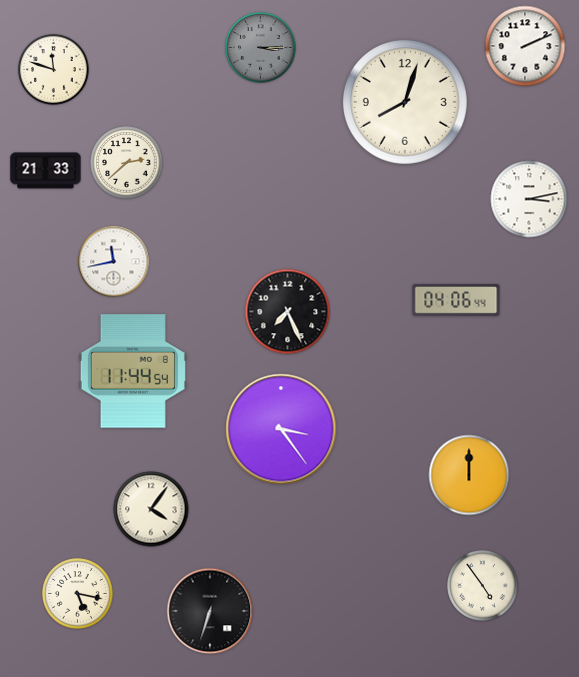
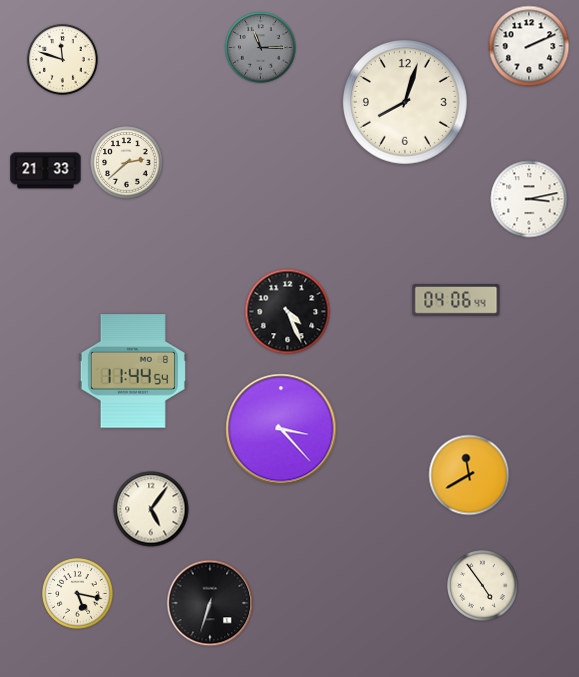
clock at (525, 46) position: (525, 46) -> (529, 46)
clock at (261, 48): 3:15 -> 11:15
clock at (54, 70) position: (54, 70) -> (63, 60)
clock at (114, 262): 11:43 -> none
clock at (288, 312): 7:26 -> 4:26
clock at (281, 429): 3:24 -> 3:23
clock at (469, 475): 12:00 -> 11:40
clock at (151, 509): 4:06 -> 5:06
clock at (210, 611) position: (210, 611) -> (210, 603)
